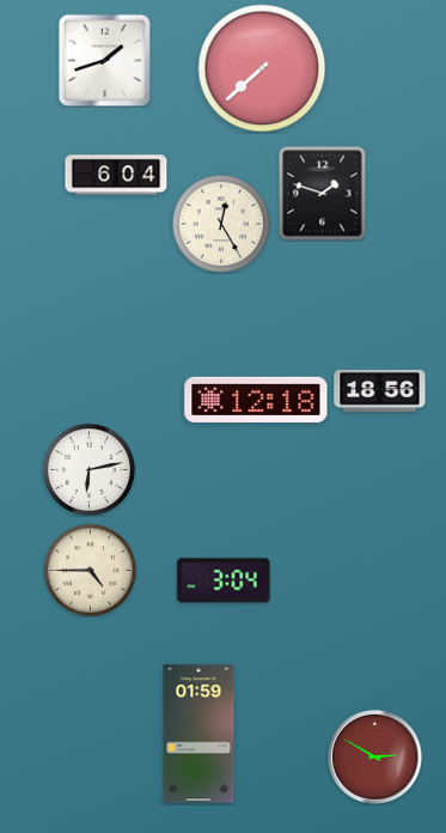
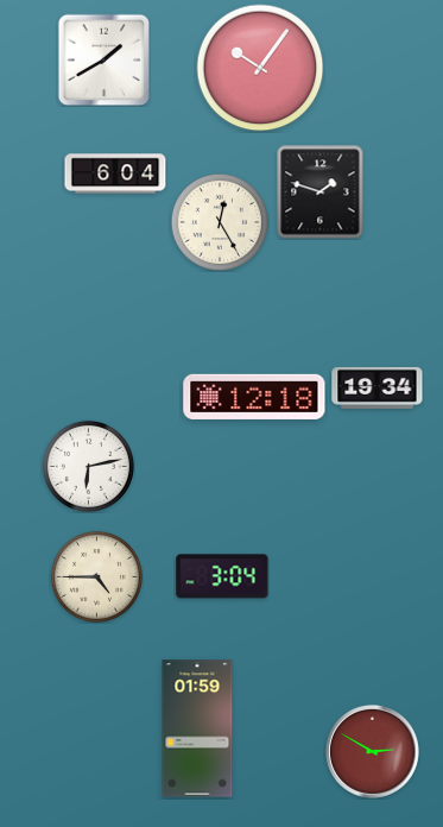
clock at (104, 60): 1:42 -> 1:40
clock at (262, 68): 7:38 -> 10:06
clock at (380, 390): 18:56 -> 19:34
clock at (90, 570) position: (90, 570) -> (96, 576)
